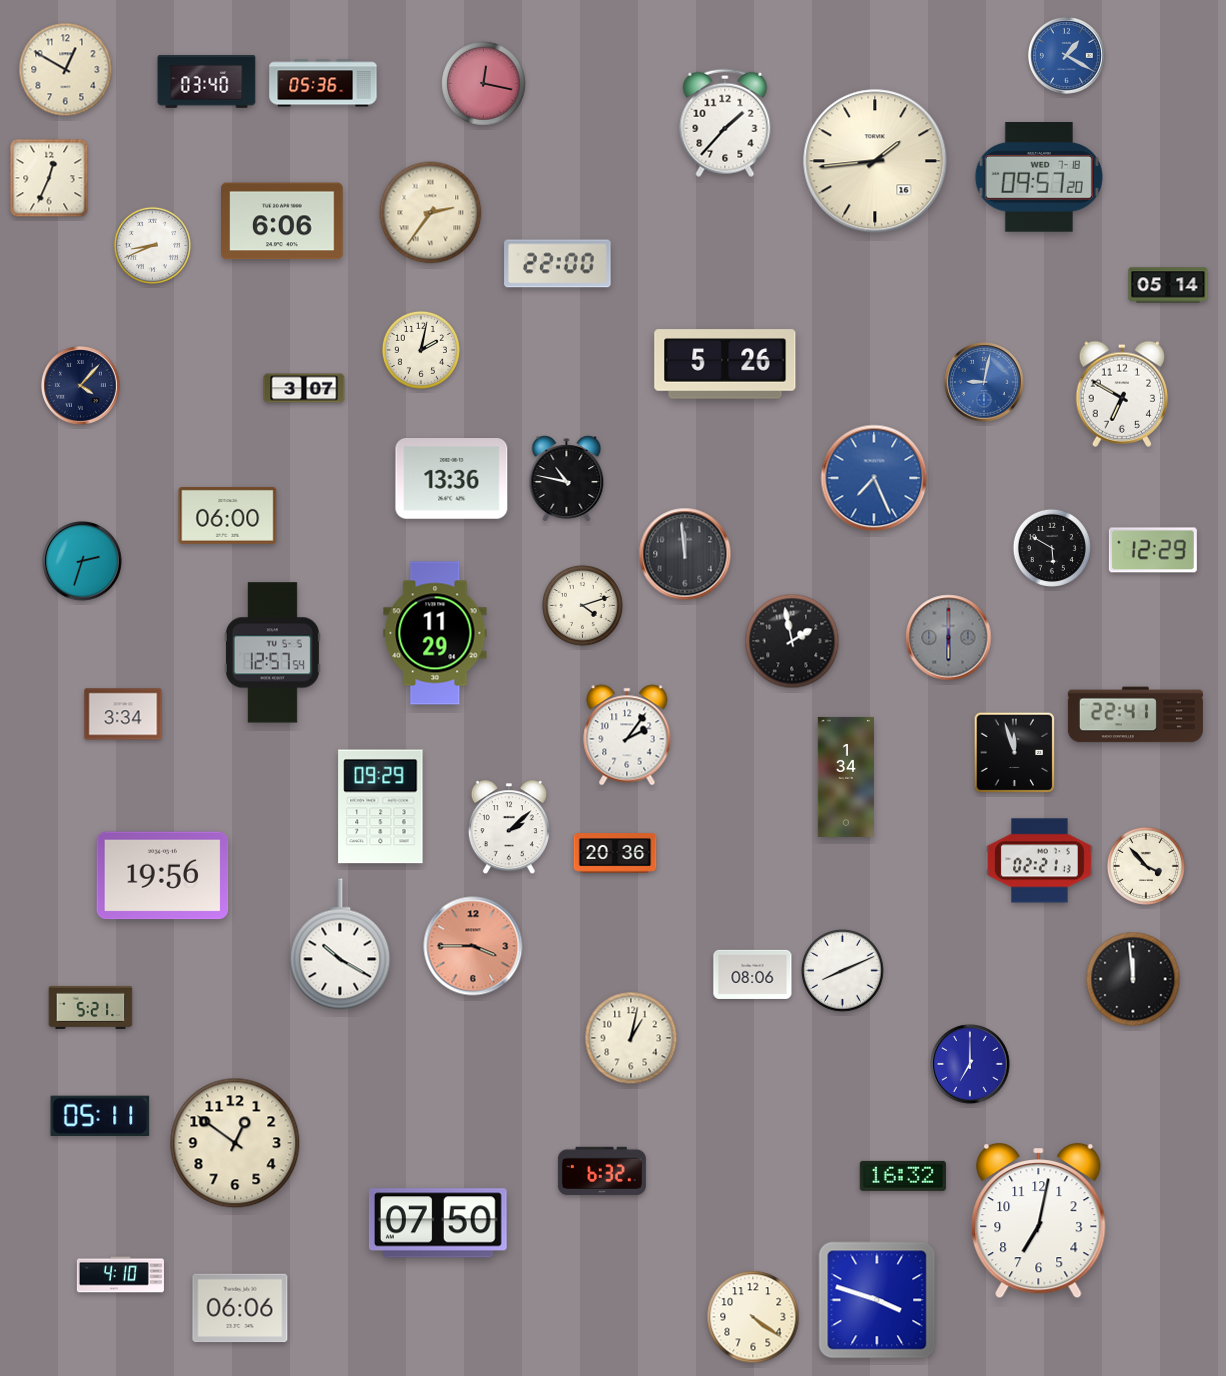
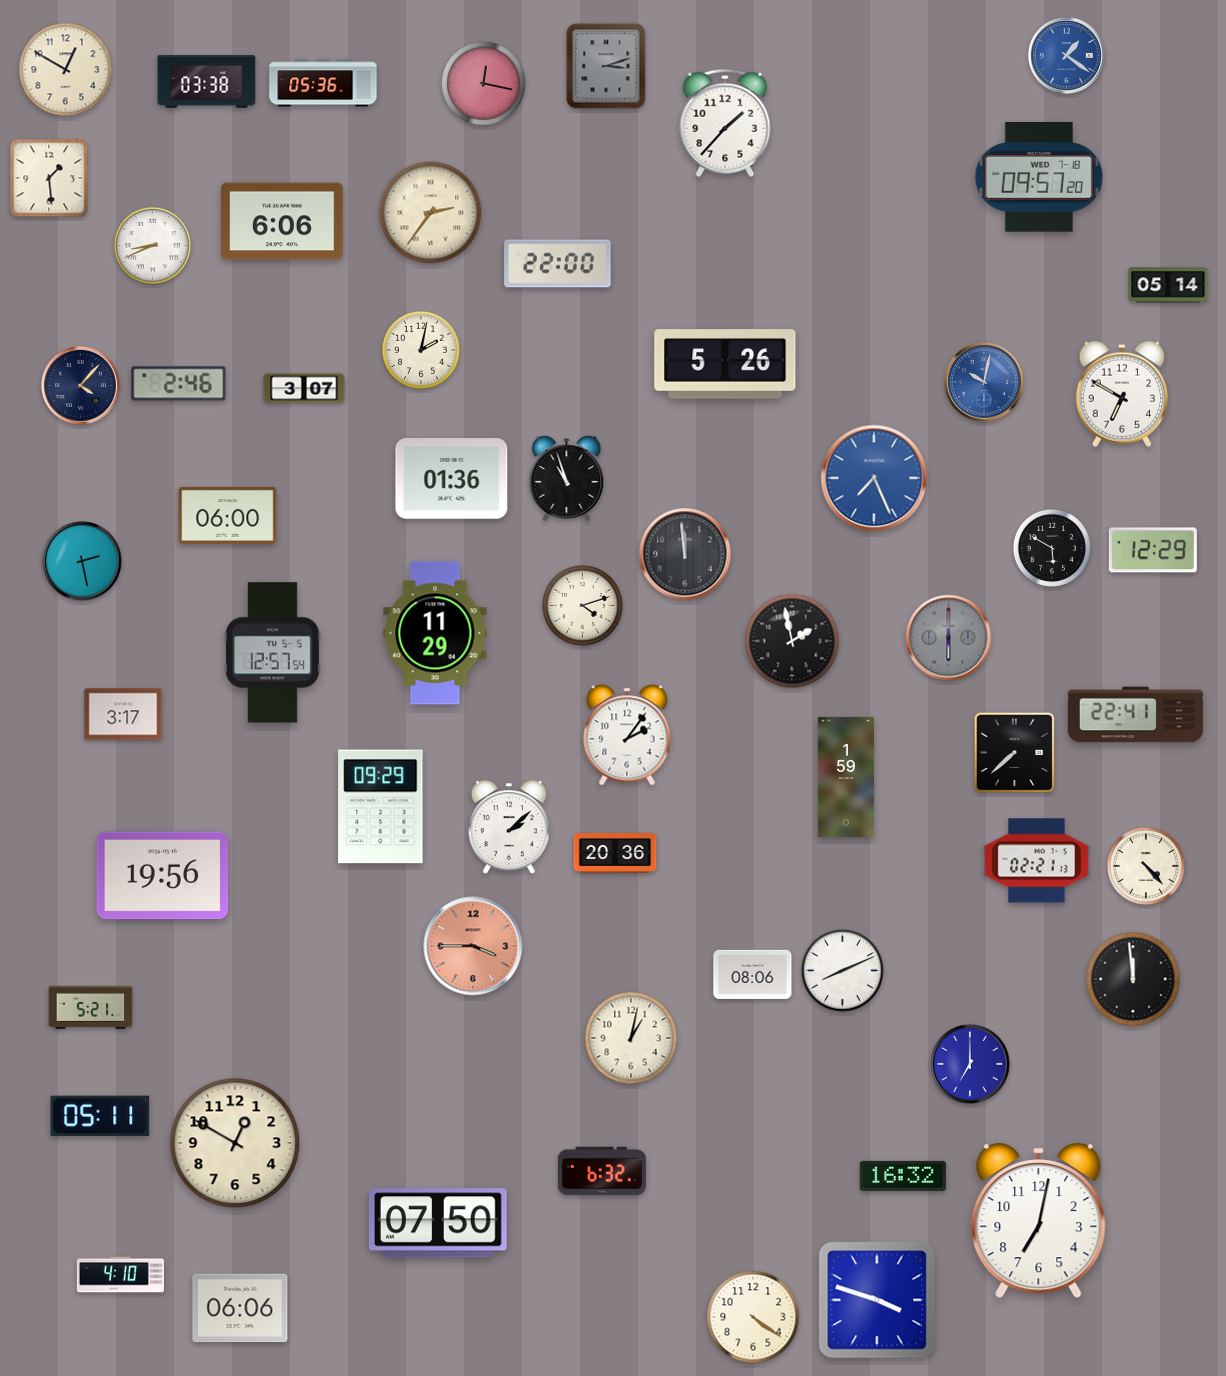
clock at (1066, 55): 1:20 -> 1:21
clock at (606, 66): none -> 3:12
clock at (207, 82): 03:40 -> 03:38
clock at (875, 161): 1:44 -> none
clock at (49, 178): 12:34 -> 1:29
clock at (984, 382): 9:02 -> 10:02
clock at (179, 384): none -> 2:46
clock at (452, 479): 13:36 -> 01:36
clock at (567, 479): 10:47 -> 10:57
clock at (82, 561): 2:33 -> 2:28
clock at (123, 714): 3:34 -> 3:17
clock at (1015, 753): 11:57 -> 7:38
clock at (846, 777): 1:34 -> 1:59
clock at (1040, 861) position: (1040, 861) -> (1037, 861)
clock at (1146, 866): 3:53 -> 4:23
clock at (340, 944): 10:20 -> none
clock at (235, 1143): 12:51 -> 12:50
